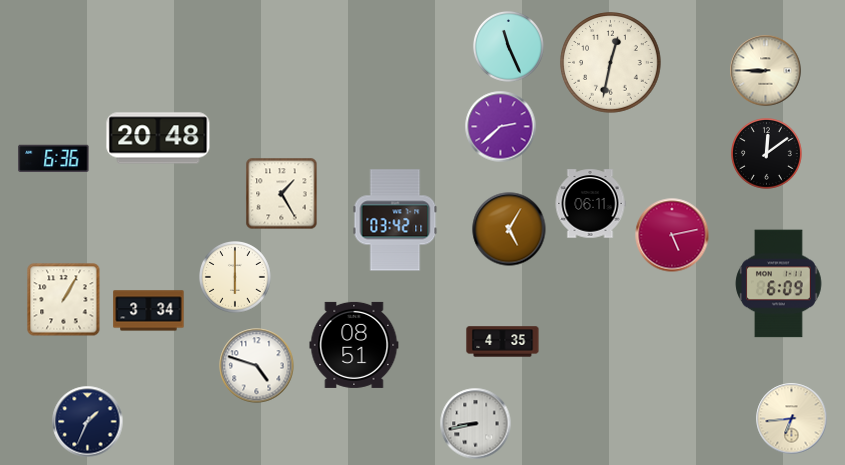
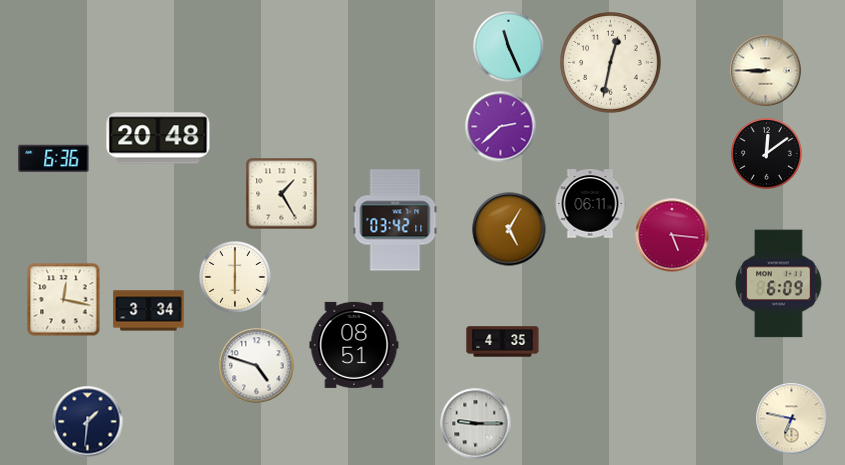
clock at (672, 235): 5:13 -> 5:16
clock at (64, 300): 1:05 -> 12:17
clock at (792, 419): 6:44 -> 6:47
clock at (88, 422): 1:34 -> 1:31
clock at (476, 424): 8:43 -> 9:15
